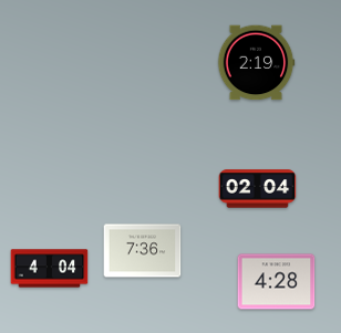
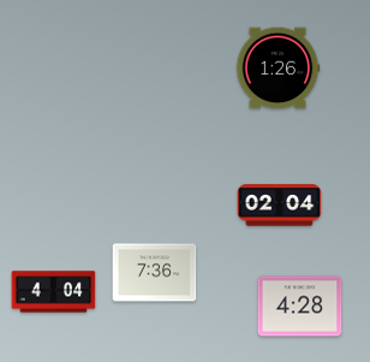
clock at (256, 63): 2:19 -> 1:26
